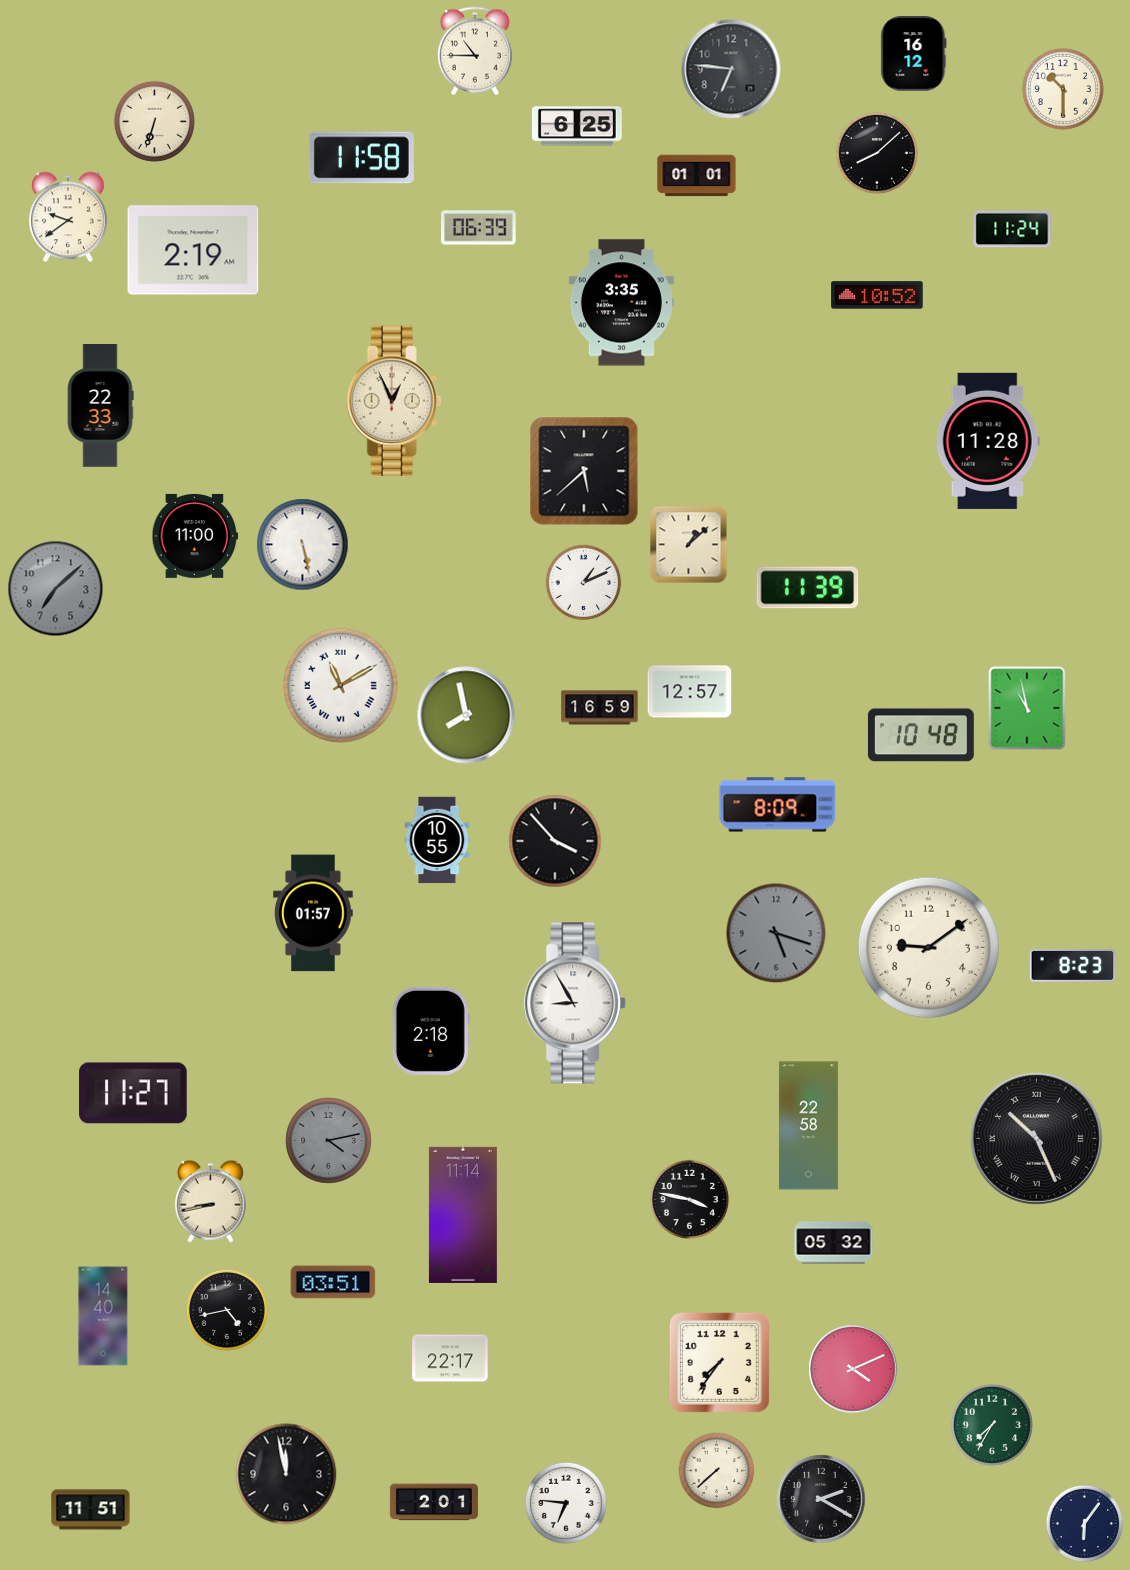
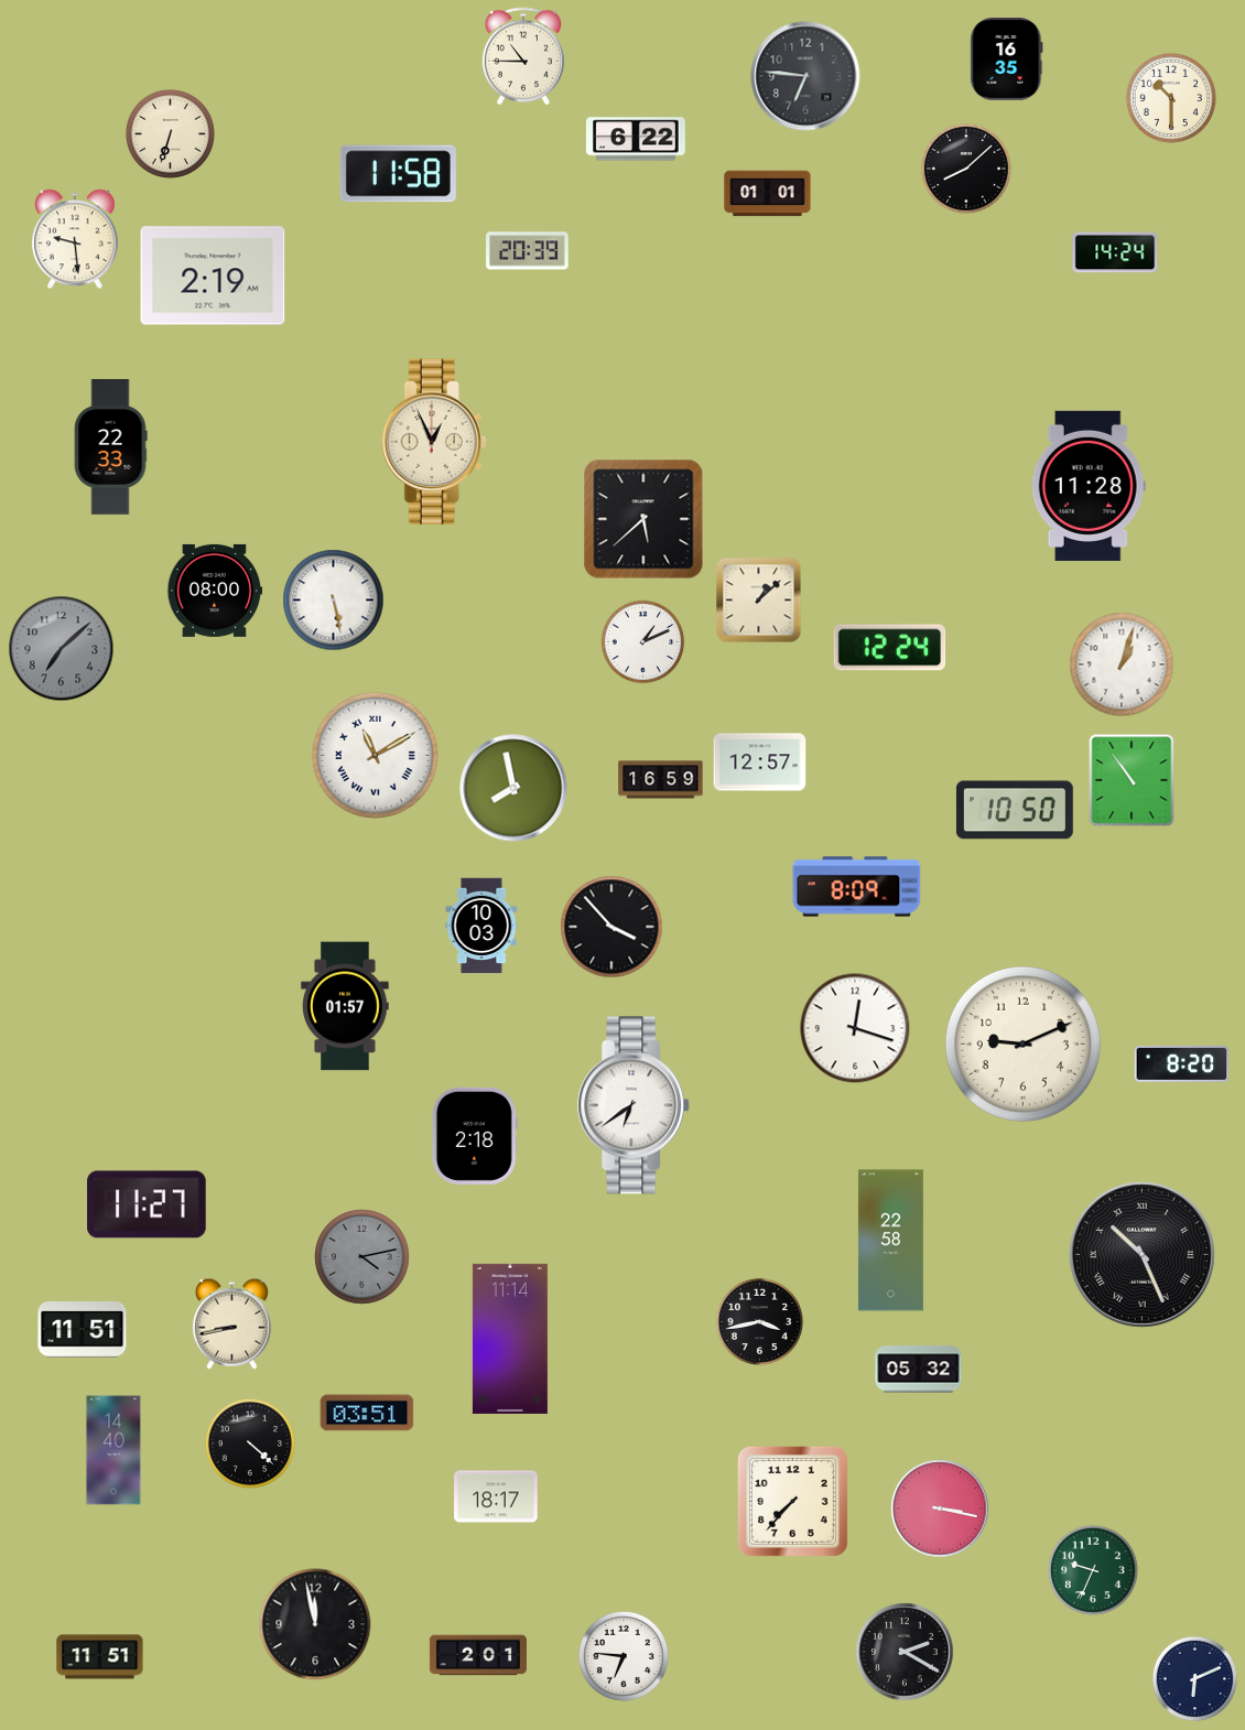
clock at (914, 54): 16:12 -> 16:35
clock at (577, 126): 6:25 -> 6:22
clock at (69, 217): 9:39 -> 9:29
clock at (479, 228): 06:39 -> 20:39
clock at (1012, 229): 11:24 -> 14:24
clock at (877, 295): 10:52 -> none
clock at (621, 303): 3:35 -> none
clock at (195, 536): 11:00 -> 08:00
clock at (808, 588): 11:39 -> 12:24
clock at (1122, 664): none -> 1:03
clock at (1027, 708): 10:58 -> 10:54
clock at (921, 735): 10:48 -> 10:50
clock at (437, 840): 10:55 -> 10:03
clock at (776, 933): 5:18 -> 12:18
clock at (776, 933) dial: grey -> white
clock at (928, 947): 9:09 -> 9:11
clock at (1073, 966): 8:23 -> 8:20
clock at (576, 1003): 8:55 -> 6:39
clock at (689, 1199): 3:47 -> 3:43
clock at (83, 1330): none -> 11:51
clock at (227, 1310): 4:43 -> 4:22
clock at (450, 1358): 22:17 -> 18:17
clock at (719, 1362): 7:36 -> 7:37
clock at (853, 1369): 4:11 -> 3:17
clock at (992, 1425): 7:35 -> 9:34
clock at (717, 1471): 7:38 -> none
clock at (91, 1510) position: (91, 1510) -> (100, 1657)
clock at (1085, 1524): 6:06 -> 6:11
